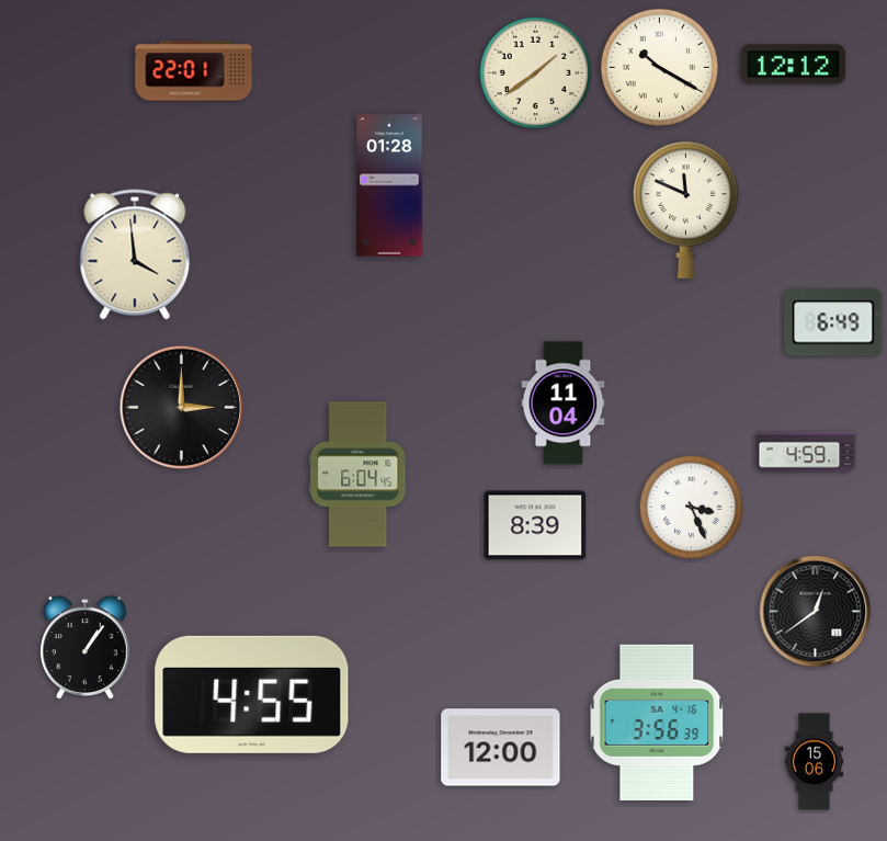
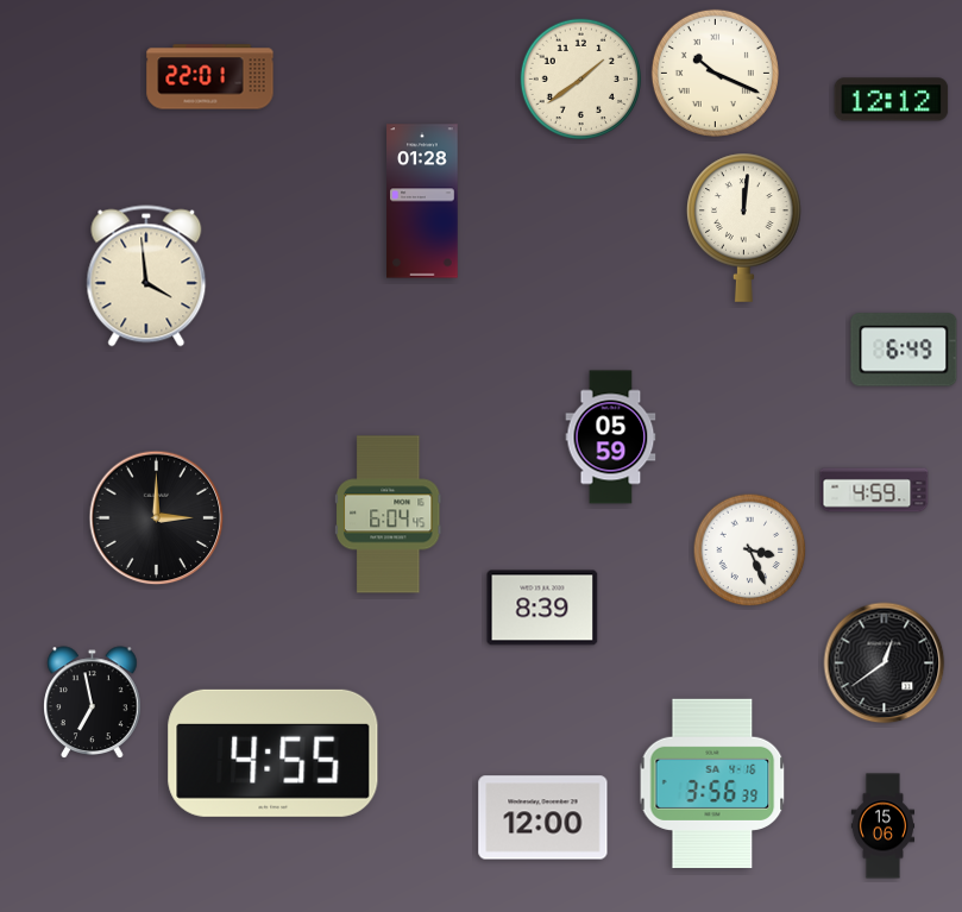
clock at (794, 65) position: (794, 65) -> (892, 100)
clock at (659, 67): 10:20 -> 10:19
clock at (686, 209): 11:49 -> 12:01
clock at (564, 404): 11:04 -> 05:59
clock at (182, 408) position: (182, 408) -> (157, 518)
clock at (535, 525) position: (535, 525) -> (542, 608)
clock at (86, 647): 1:06 -> 6:58
clock at (501, 748) position: (501, 748) -> (543, 818)
